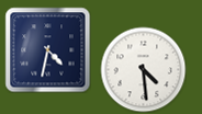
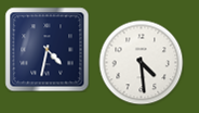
clock at (143, 69) position: (143, 69) -> (141, 62)
